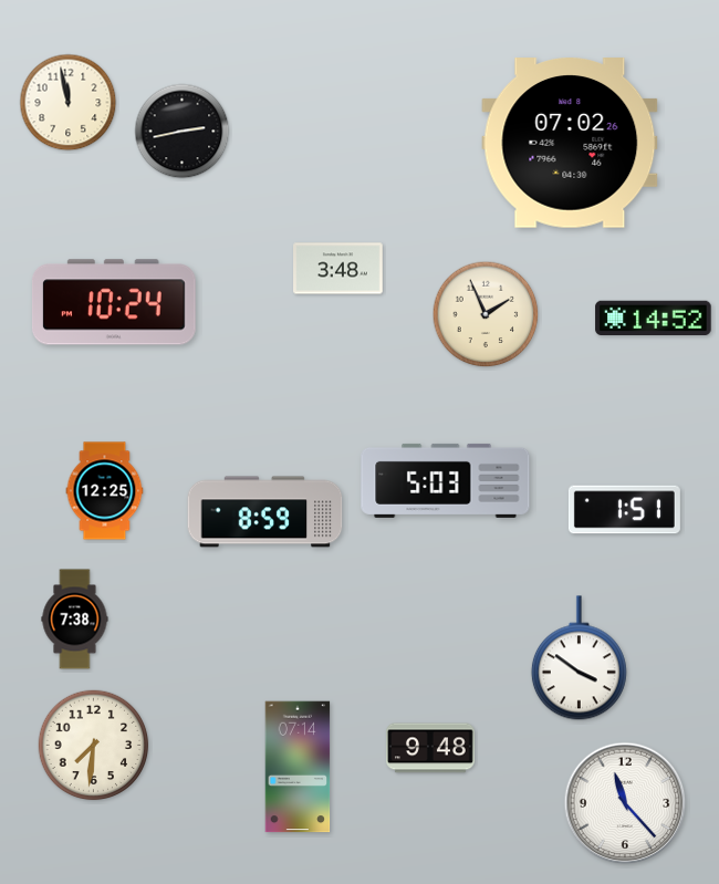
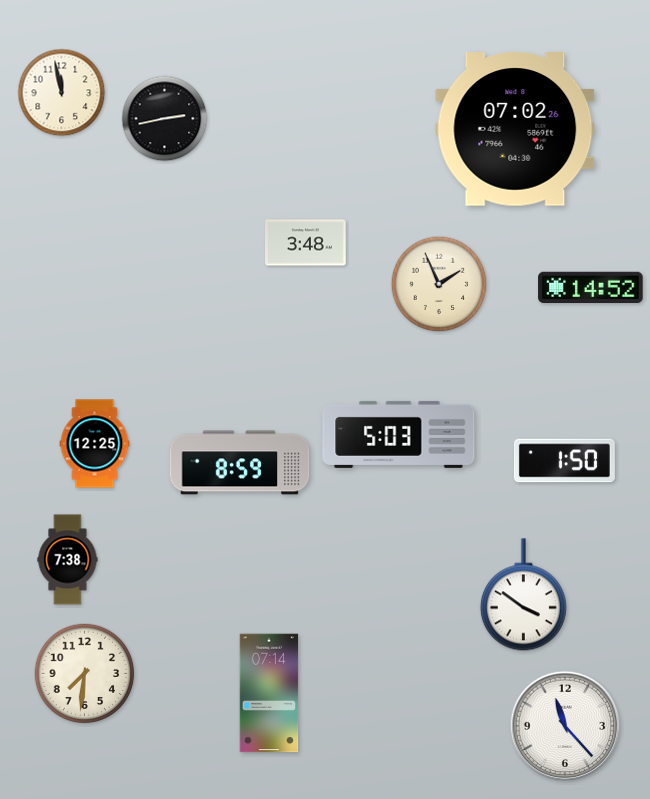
clock at (114, 302): 10:24 -> none
clock at (446, 480) position: (446, 480) -> (399, 434)
clock at (624, 510): 1:51 -> 1:50
clock at (431, 748): 9:48 -> none
